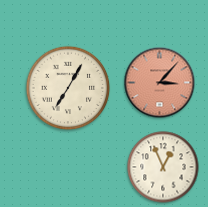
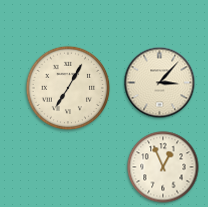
clock at (160, 83) dial: salmon -> cream
